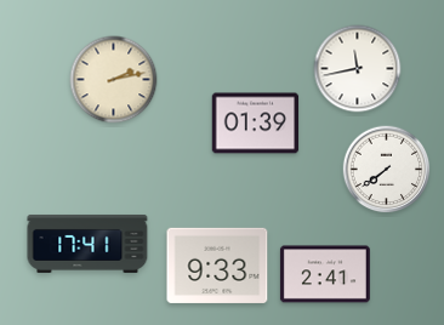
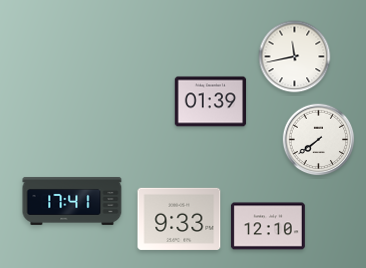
clock at (114, 80): 2:13 -> none
clock at (325, 274): 2:41 -> 12:10
